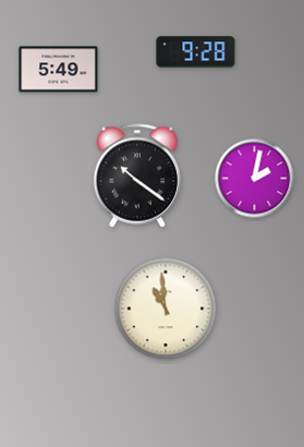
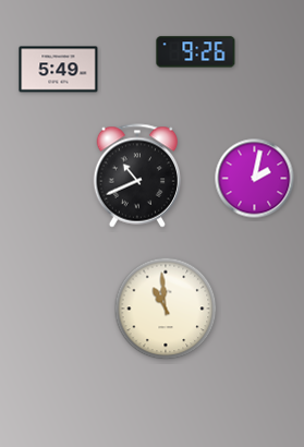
clock at (196, 52): 9:28 -> 9:26
clock at (137, 176): 10:21 -> 10:41
